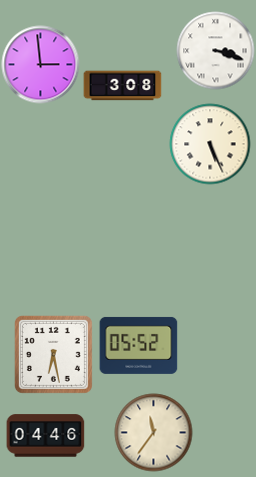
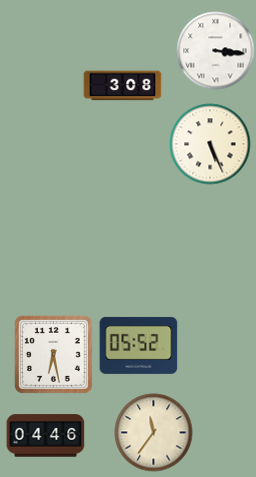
clock at (215, 50): 3:18 -> 3:16
clock at (40, 64): 2:59 -> none
